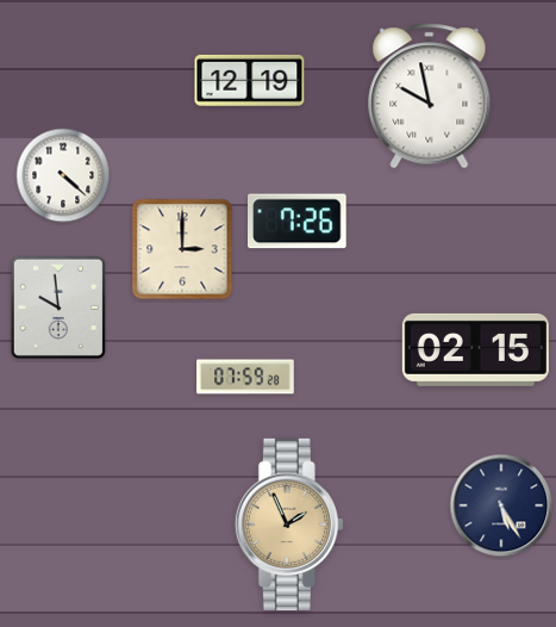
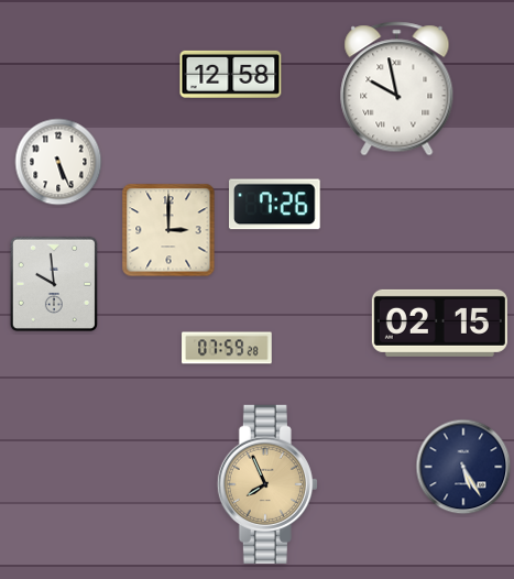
clock at (250, 80): 12:19 -> 12:58
clock at (63, 175): 4:22 -> 5:26
clock at (289, 524): 1:56 -> 7:56
